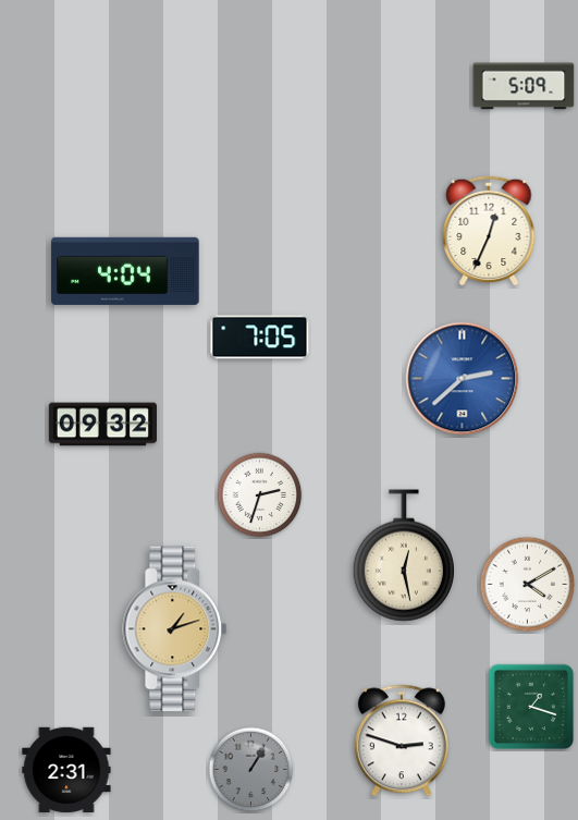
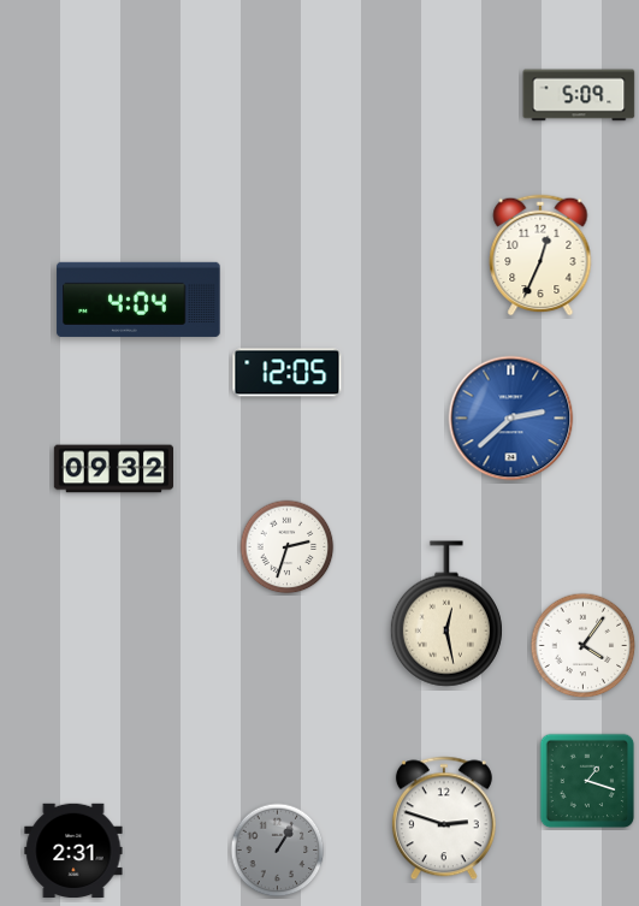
clock at (260, 338): 7:05 -> 12:05
clock at (528, 585): 4:10 -> 4:06
clock at (175, 629): 1:12 -> none
